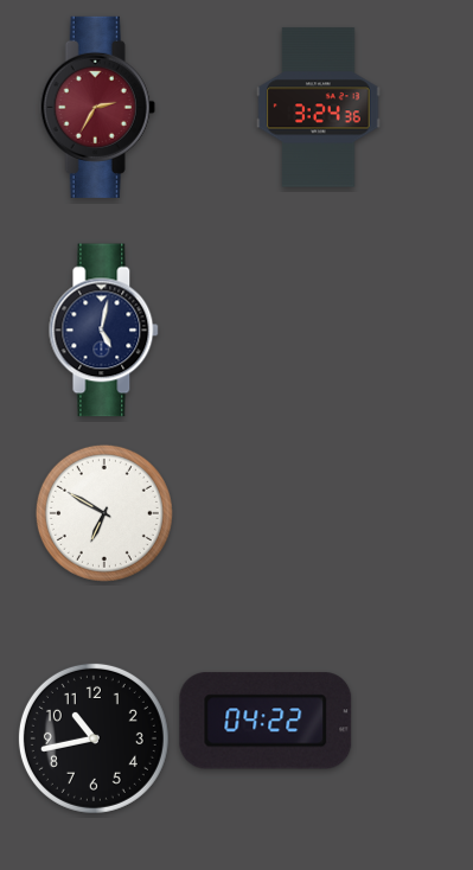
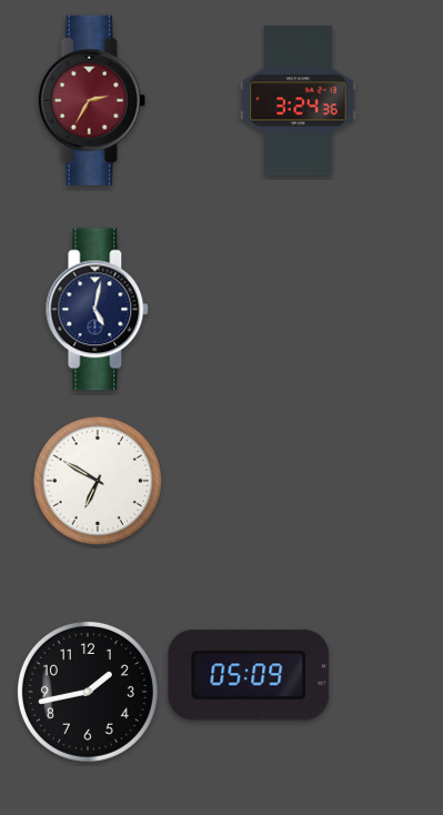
clock at (266, 721): 04:22 -> 05:09
clock at (94, 738): 10:43 -> 1:43
